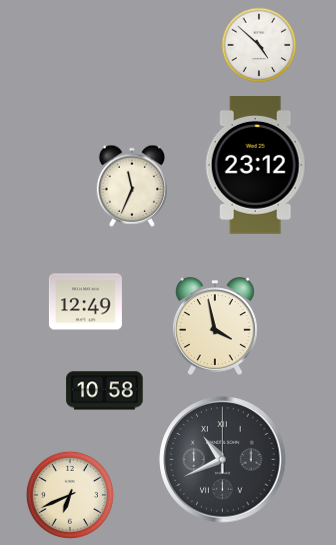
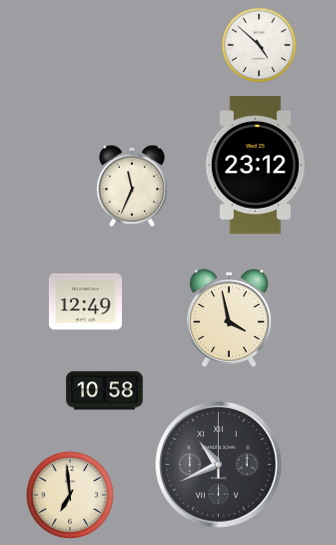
clock at (215, 326) position: (215, 326) -> (229, 318)
clock at (223, 460) position: (223, 460) -> (219, 465)
clock at (70, 495): 6:41 -> 6:59
